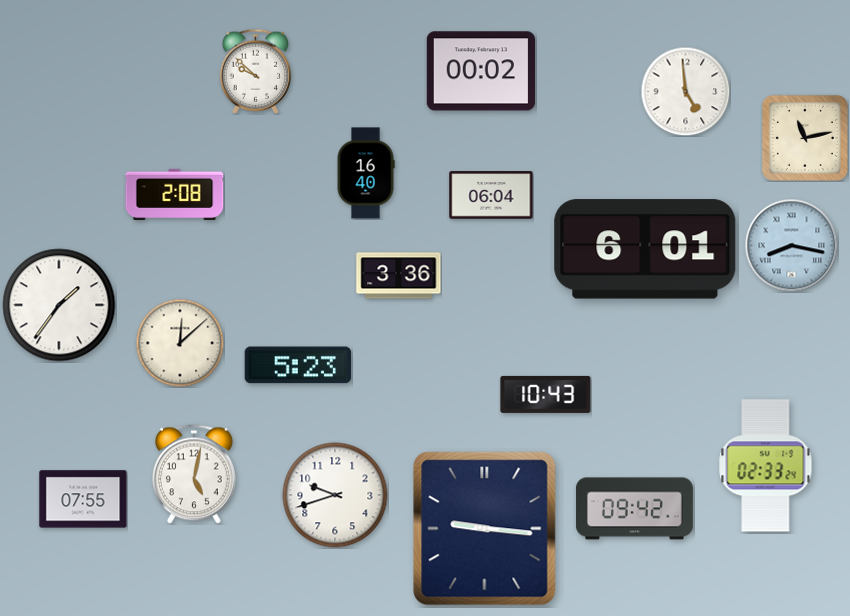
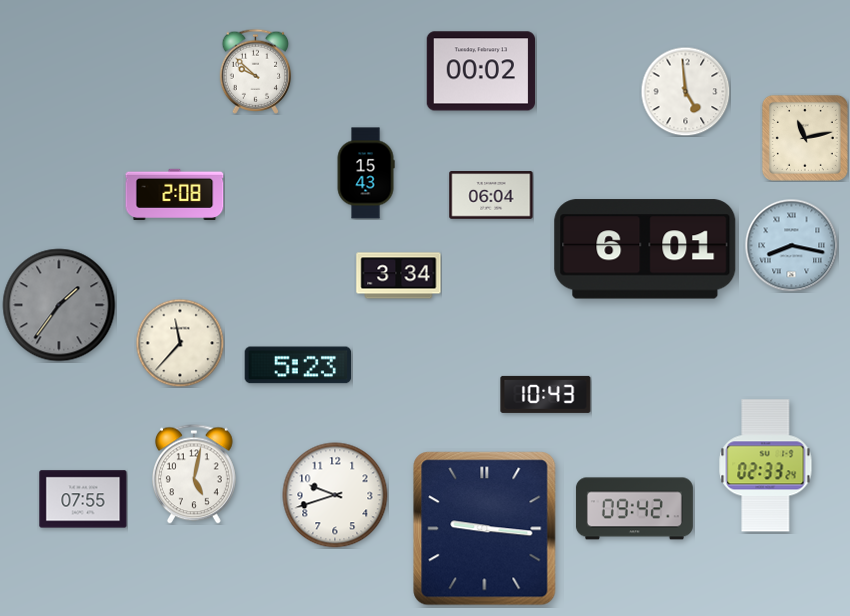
clock at (366, 173): 16:40 -> 15:43
clock at (399, 276): 3:36 -> 3:34
clock at (59, 305) dial: white -> grey
clock at (180, 343): 12:08 -> 11:37
